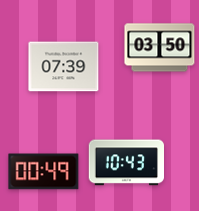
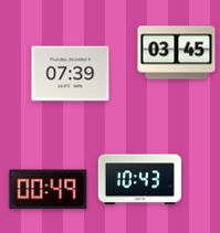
clock at (160, 48): 03:50 -> 03:45
